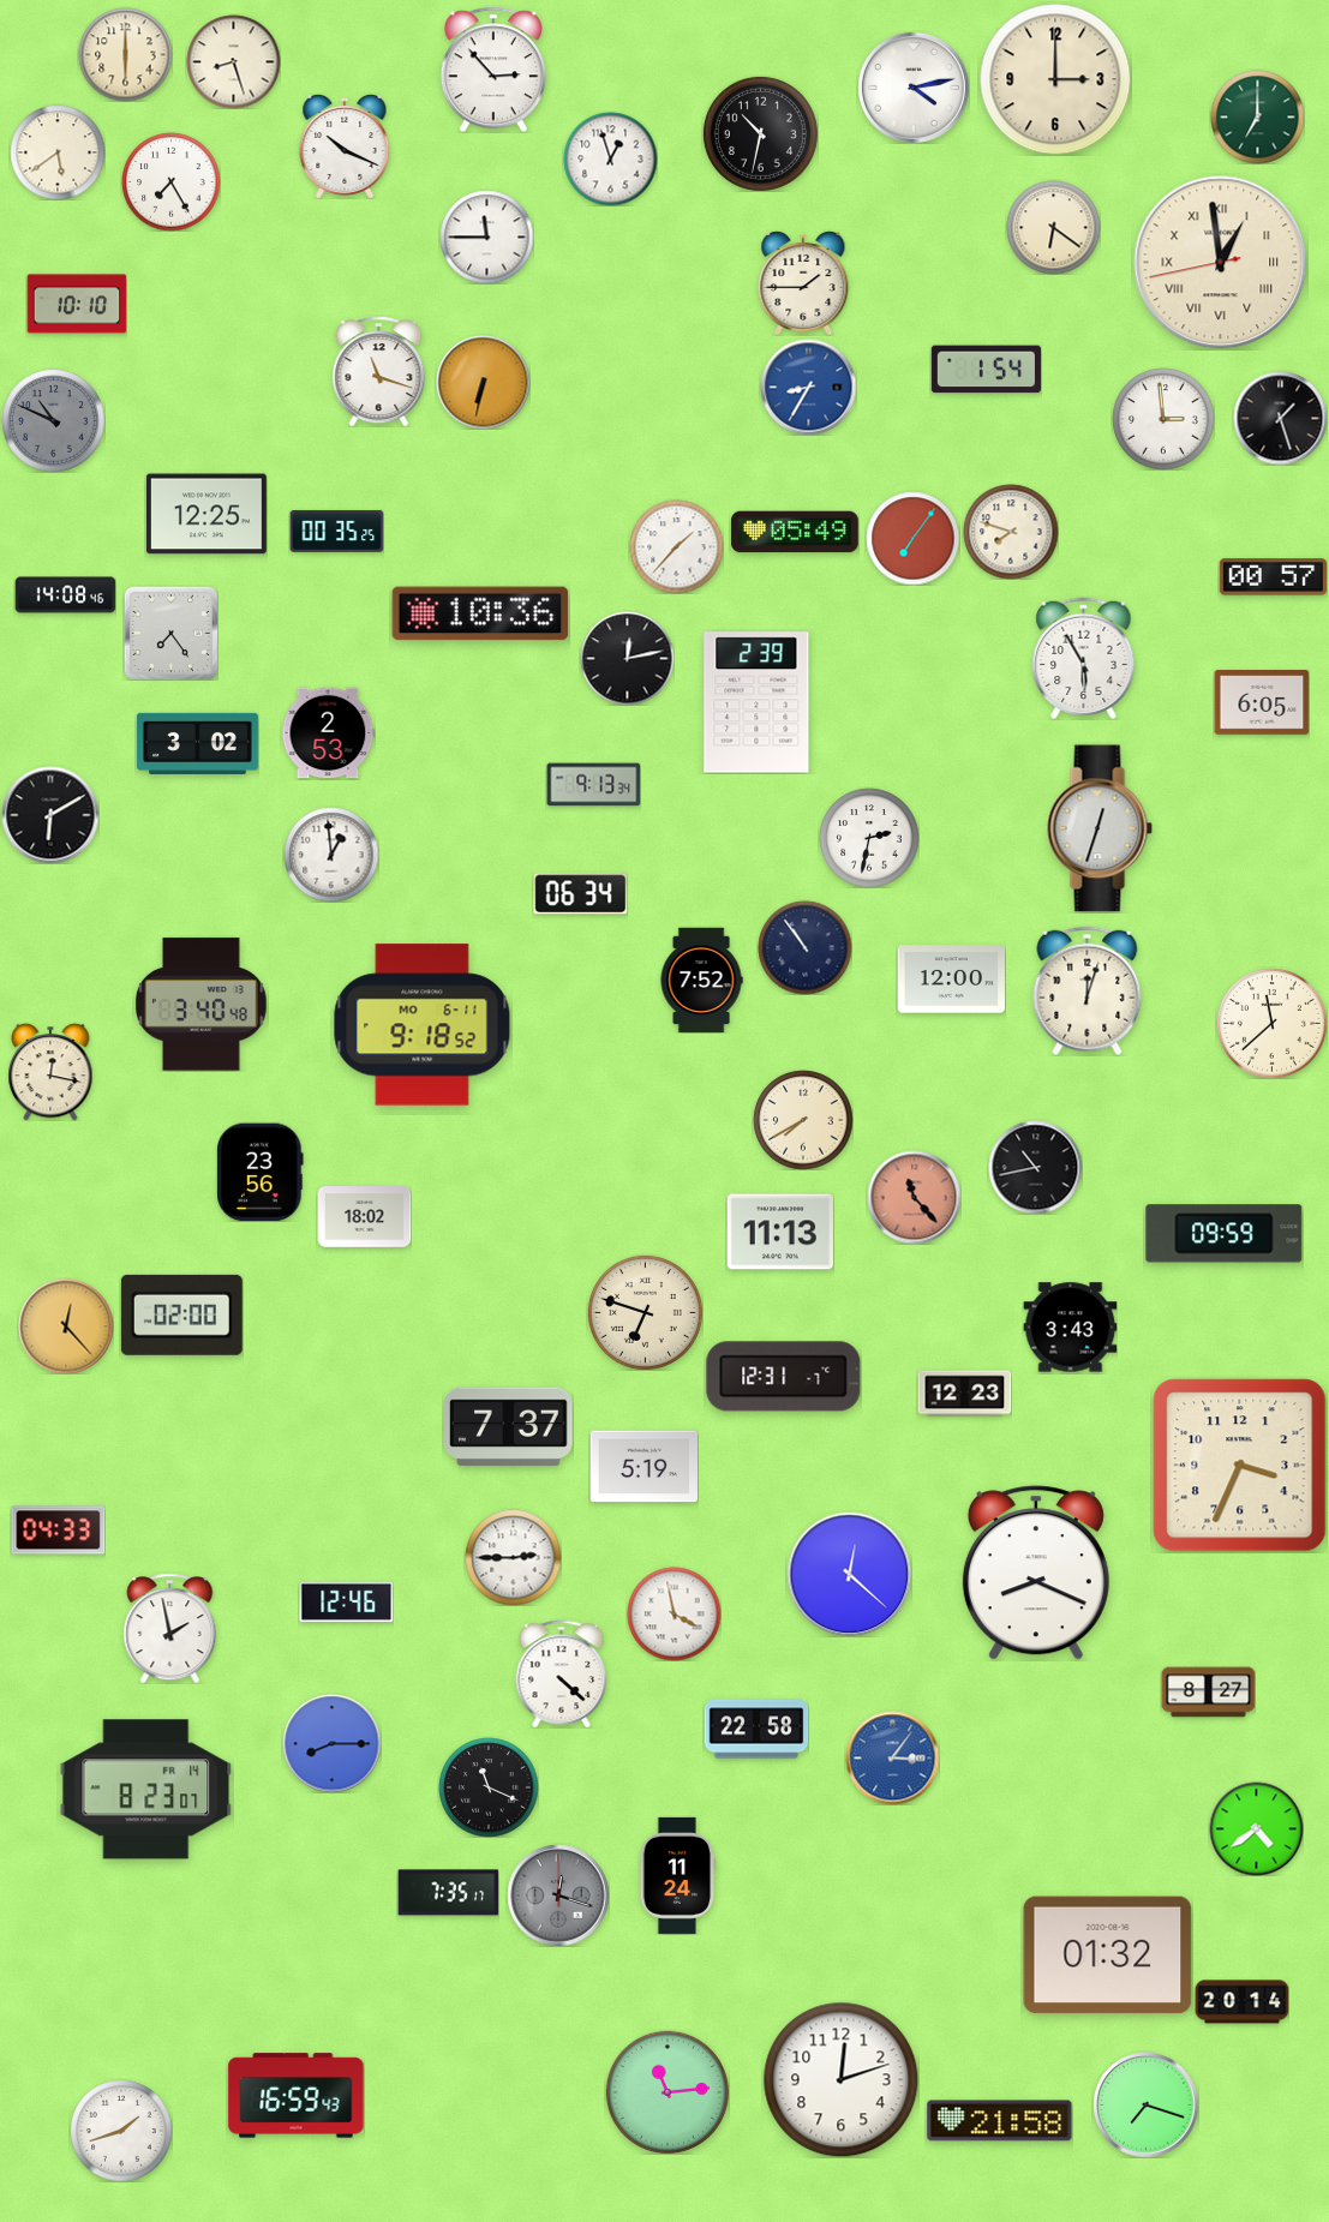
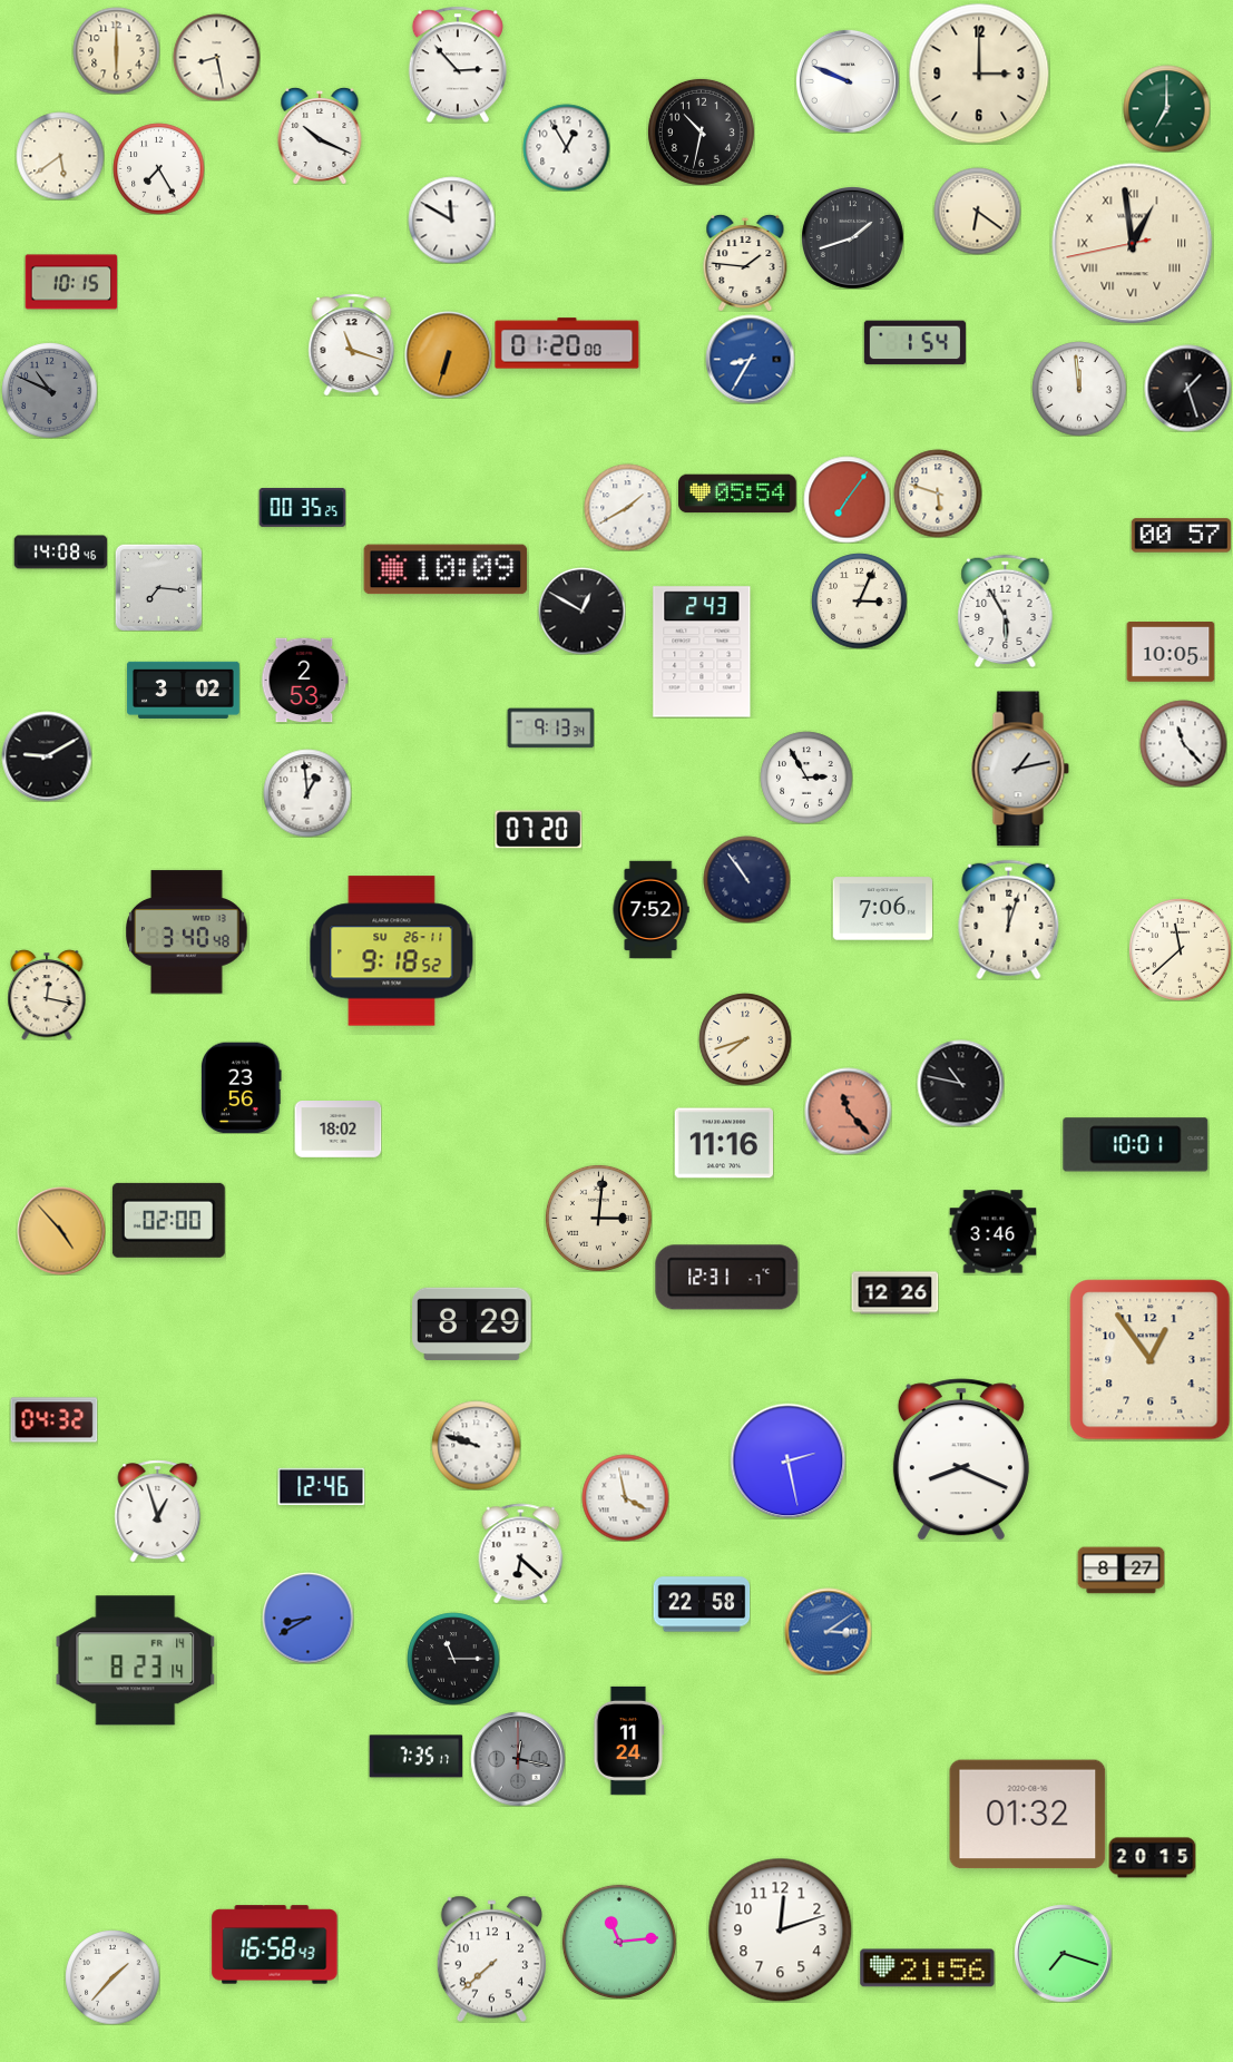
clock at (233, 61): 8:27 -> 8:28
clock at (914, 88): 4:13 -> 9:49
clock at (760, 133) position: (760, 133) -> (701, 131)
clock at (58, 152) position: (58, 152) -> (60, 156)
clock at (610, 158): 12:57 -> 12:55
clock at (486, 236): 11:45 -> 11:50
clock at (852, 237): none -> 1:42
clock at (803, 283): 1:45 -> 1:46
clock at (77, 304): 10:10 -> 10:15
clock at (567, 343): none -> 01:20
clock at (483, 382): 6:32 -> 6:33
clock at (1163, 419): 2:59 -> 11:59
clock at (206, 514): 12:25 -> none
clock at (336, 531) position: (336, 531) -> (302, 507)
clock at (795, 532): 05:49 -> 05:54
clock at (1011, 532): 7:48 -> 5:48
clock at (676, 546): 1:37 -> 1:40
clock at (480, 613): 10:36 -> 10:09
clock at (170, 633): 7:24 -> 7:16
clock at (859, 600): none -> 3:04
clock at (627, 658): 12:13 -> 12:50
clock at (756, 702): 2:39 -> 2:43
clock at (1262, 703): 6:05 -> 10:05
clock at (1183, 743): none -> 11:23
clock at (50, 815): 6:10 -> 9:10
clock at (1100, 828): 12:33 -> 1:13
clock at (869, 838): 2:32 -> 2:55
clock at (580, 894): 06:34 -> 07:20
clock at (951, 980): 12:00 -> 7:06
clock at (423, 1025) date: MO 6-11 -> SU 26-11
clock at (803, 1120): 7:40 -> 7:42
clock at (1035, 1167): 10:43 -> 10:47
clock at (780, 1232): 11:13 -> 11:16
clock at (1225, 1234): 09:59 -> 10:01
clock at (645, 1312): 6:48 -> 3:01
clock at (66, 1326): 12:23 -> 4:53
clock at (1070, 1328): 3:43 -> 3:46
clock at (964, 1394): 12:23 -> 12:26
clock at (509, 1426): 7:37 -> 8:29
clock at (1240, 1466): 3:34 -> 12:54
clock at (643, 1467): 5:19 -> none
clock at (58, 1531): 04:33 -> 04:32
clock at (513, 1557): 2:45 -> 9:48
clock at (849, 1574): 12:22 -> 2:28
clock at (170, 1628): 1:58 -> 12:57
clock at (562, 1673): 4:22 -> 6:22
clock at (331, 1743): 8:15 -> 8:40
clock at (892, 1757): 3:06 -> 3:09
clock at (489, 1787): 11:19 -> 11:15
clock at (146, 1790): 8:23:07 -> 8:23:14
clock at (1256, 1828): 4:39 -> none
clock at (558, 1895): 12:18 -> 12:17
clock at (1241, 2002): 20:14 -> 20:15
clock at (297, 2096): 16:59 -> 16:58
clock at (491, 1958): none -> 7:38
clock at (1000, 2121): 21:58 -> 21:56
clock at (121, 2131): 1:42 -> 1:37
